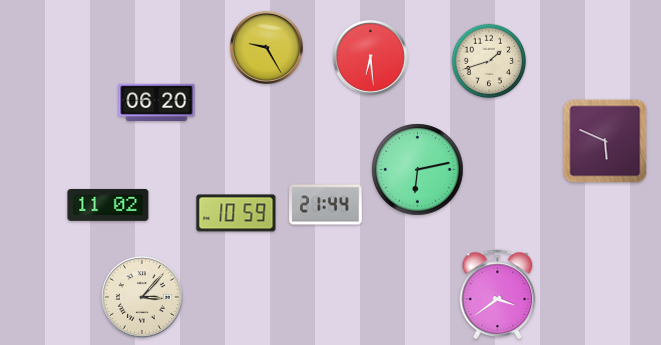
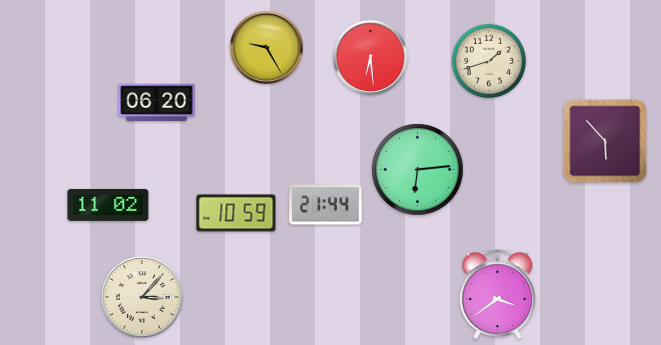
clock at (605, 141): 5:49 -> 5:53
clock at (418, 170): 6:13 -> 6:14
